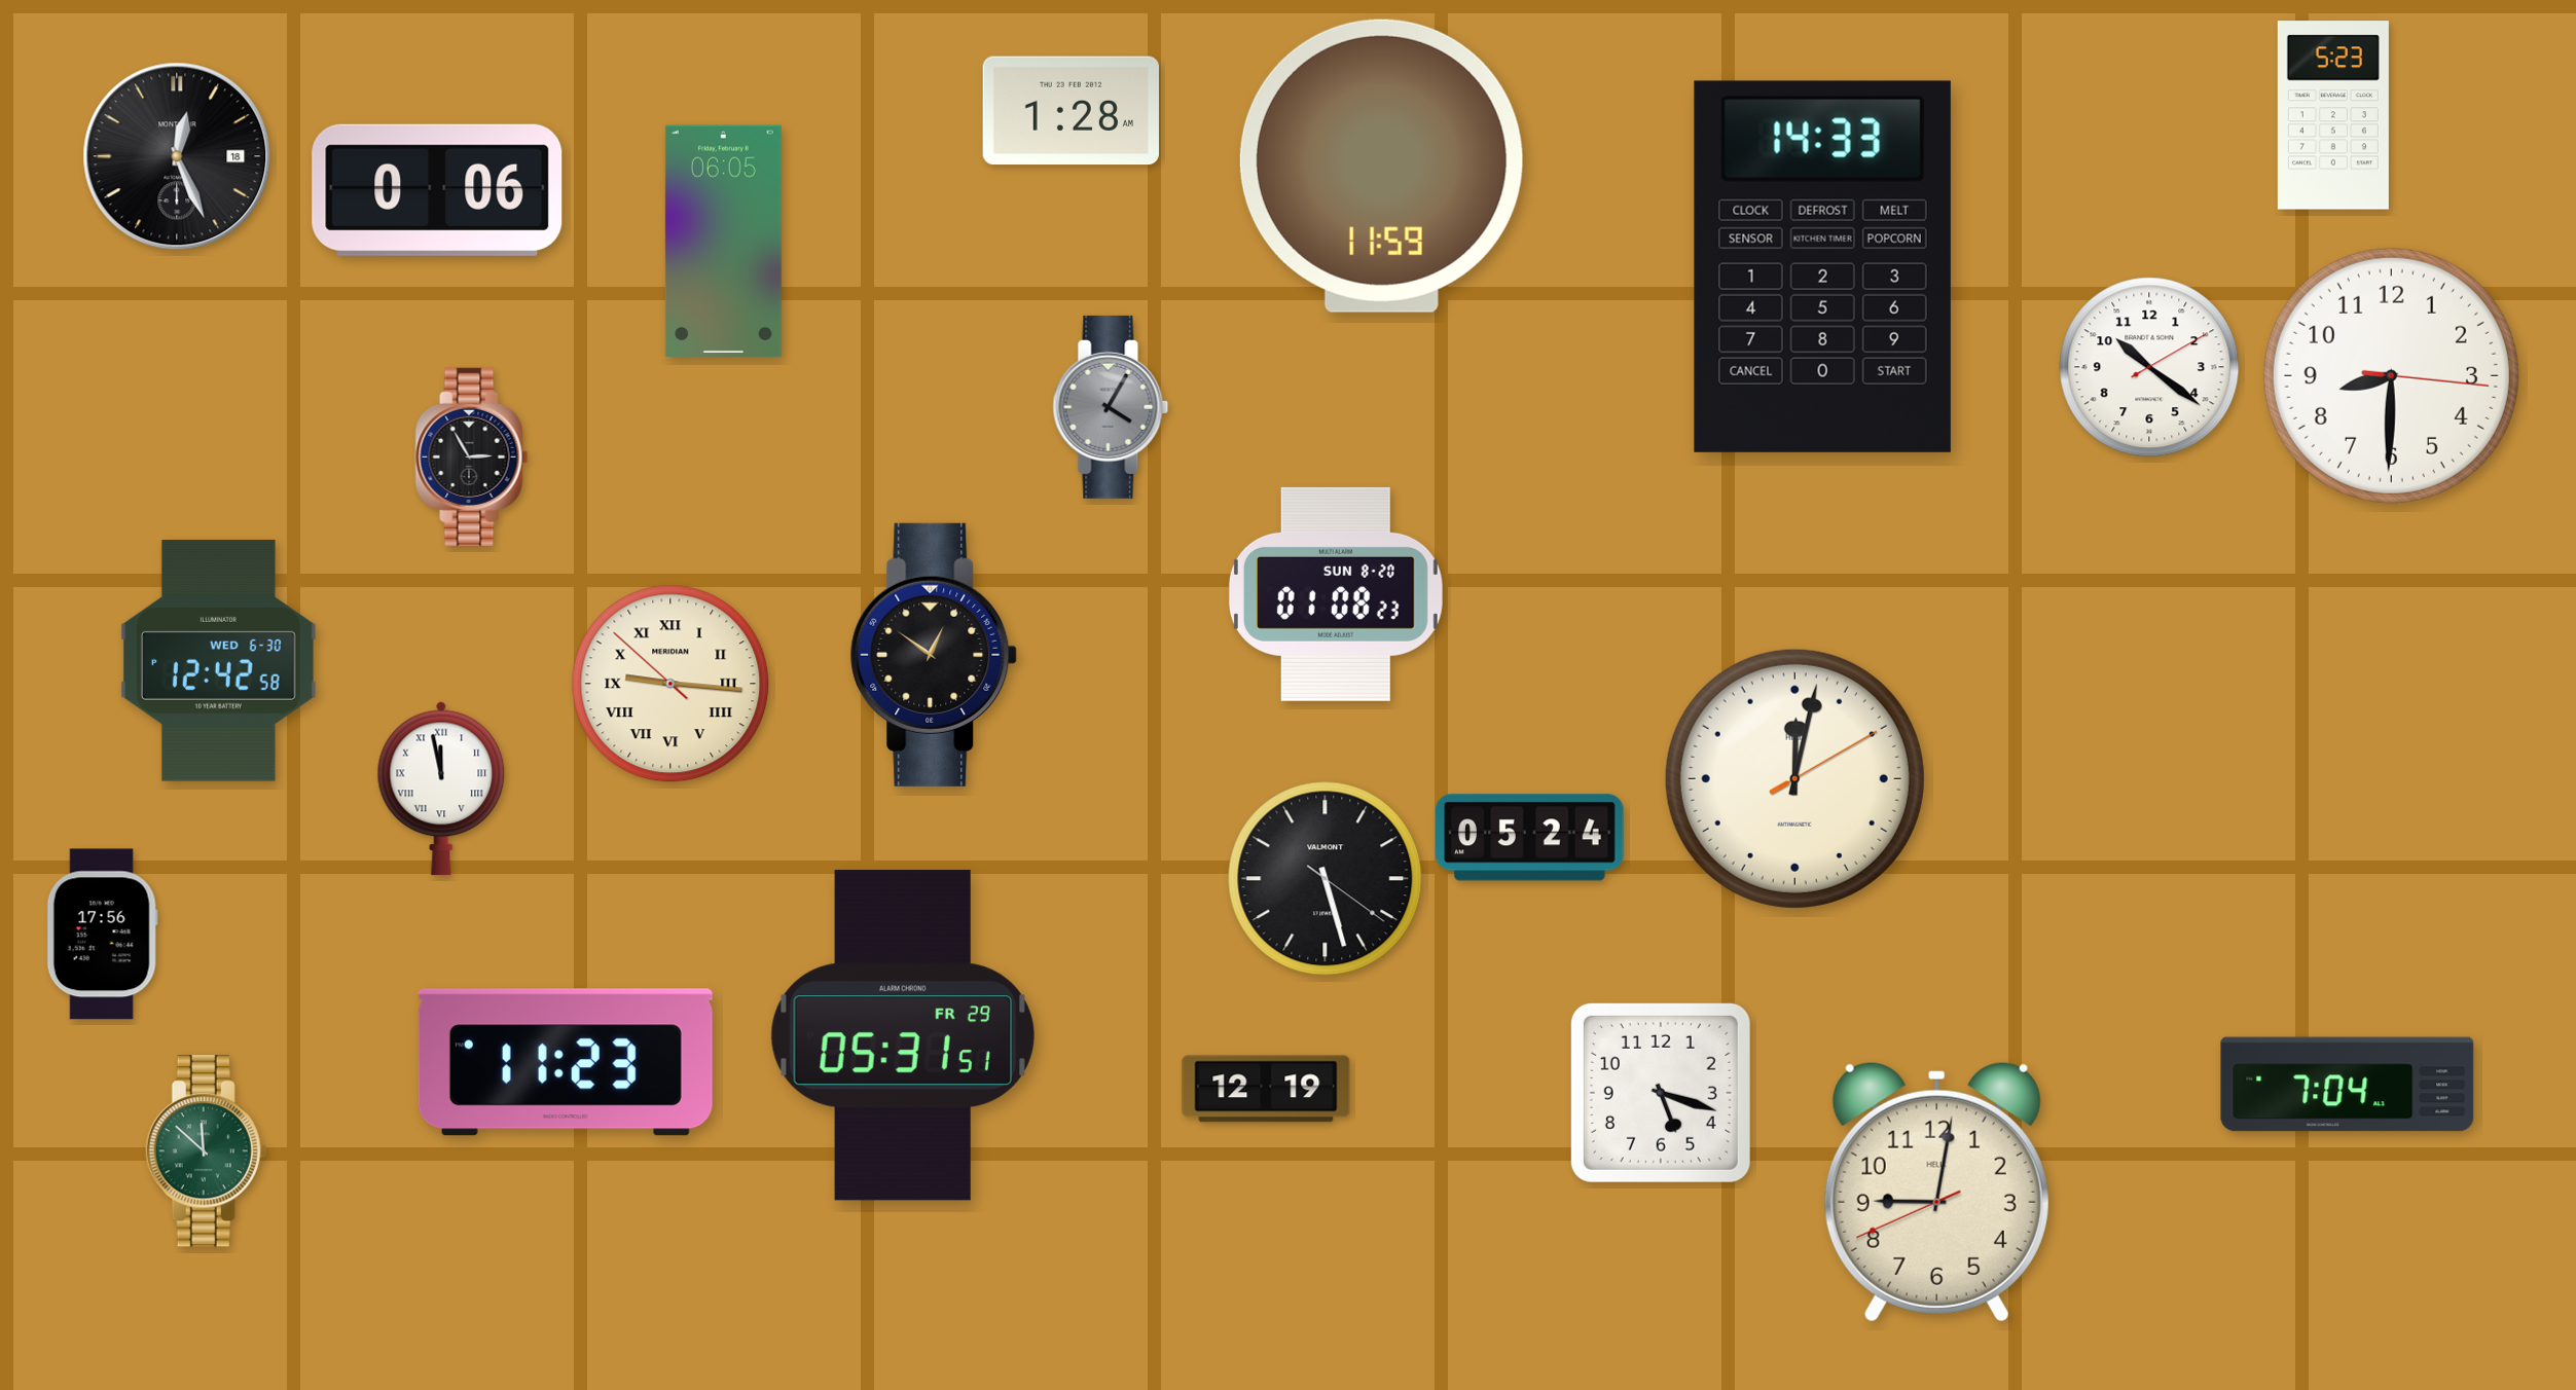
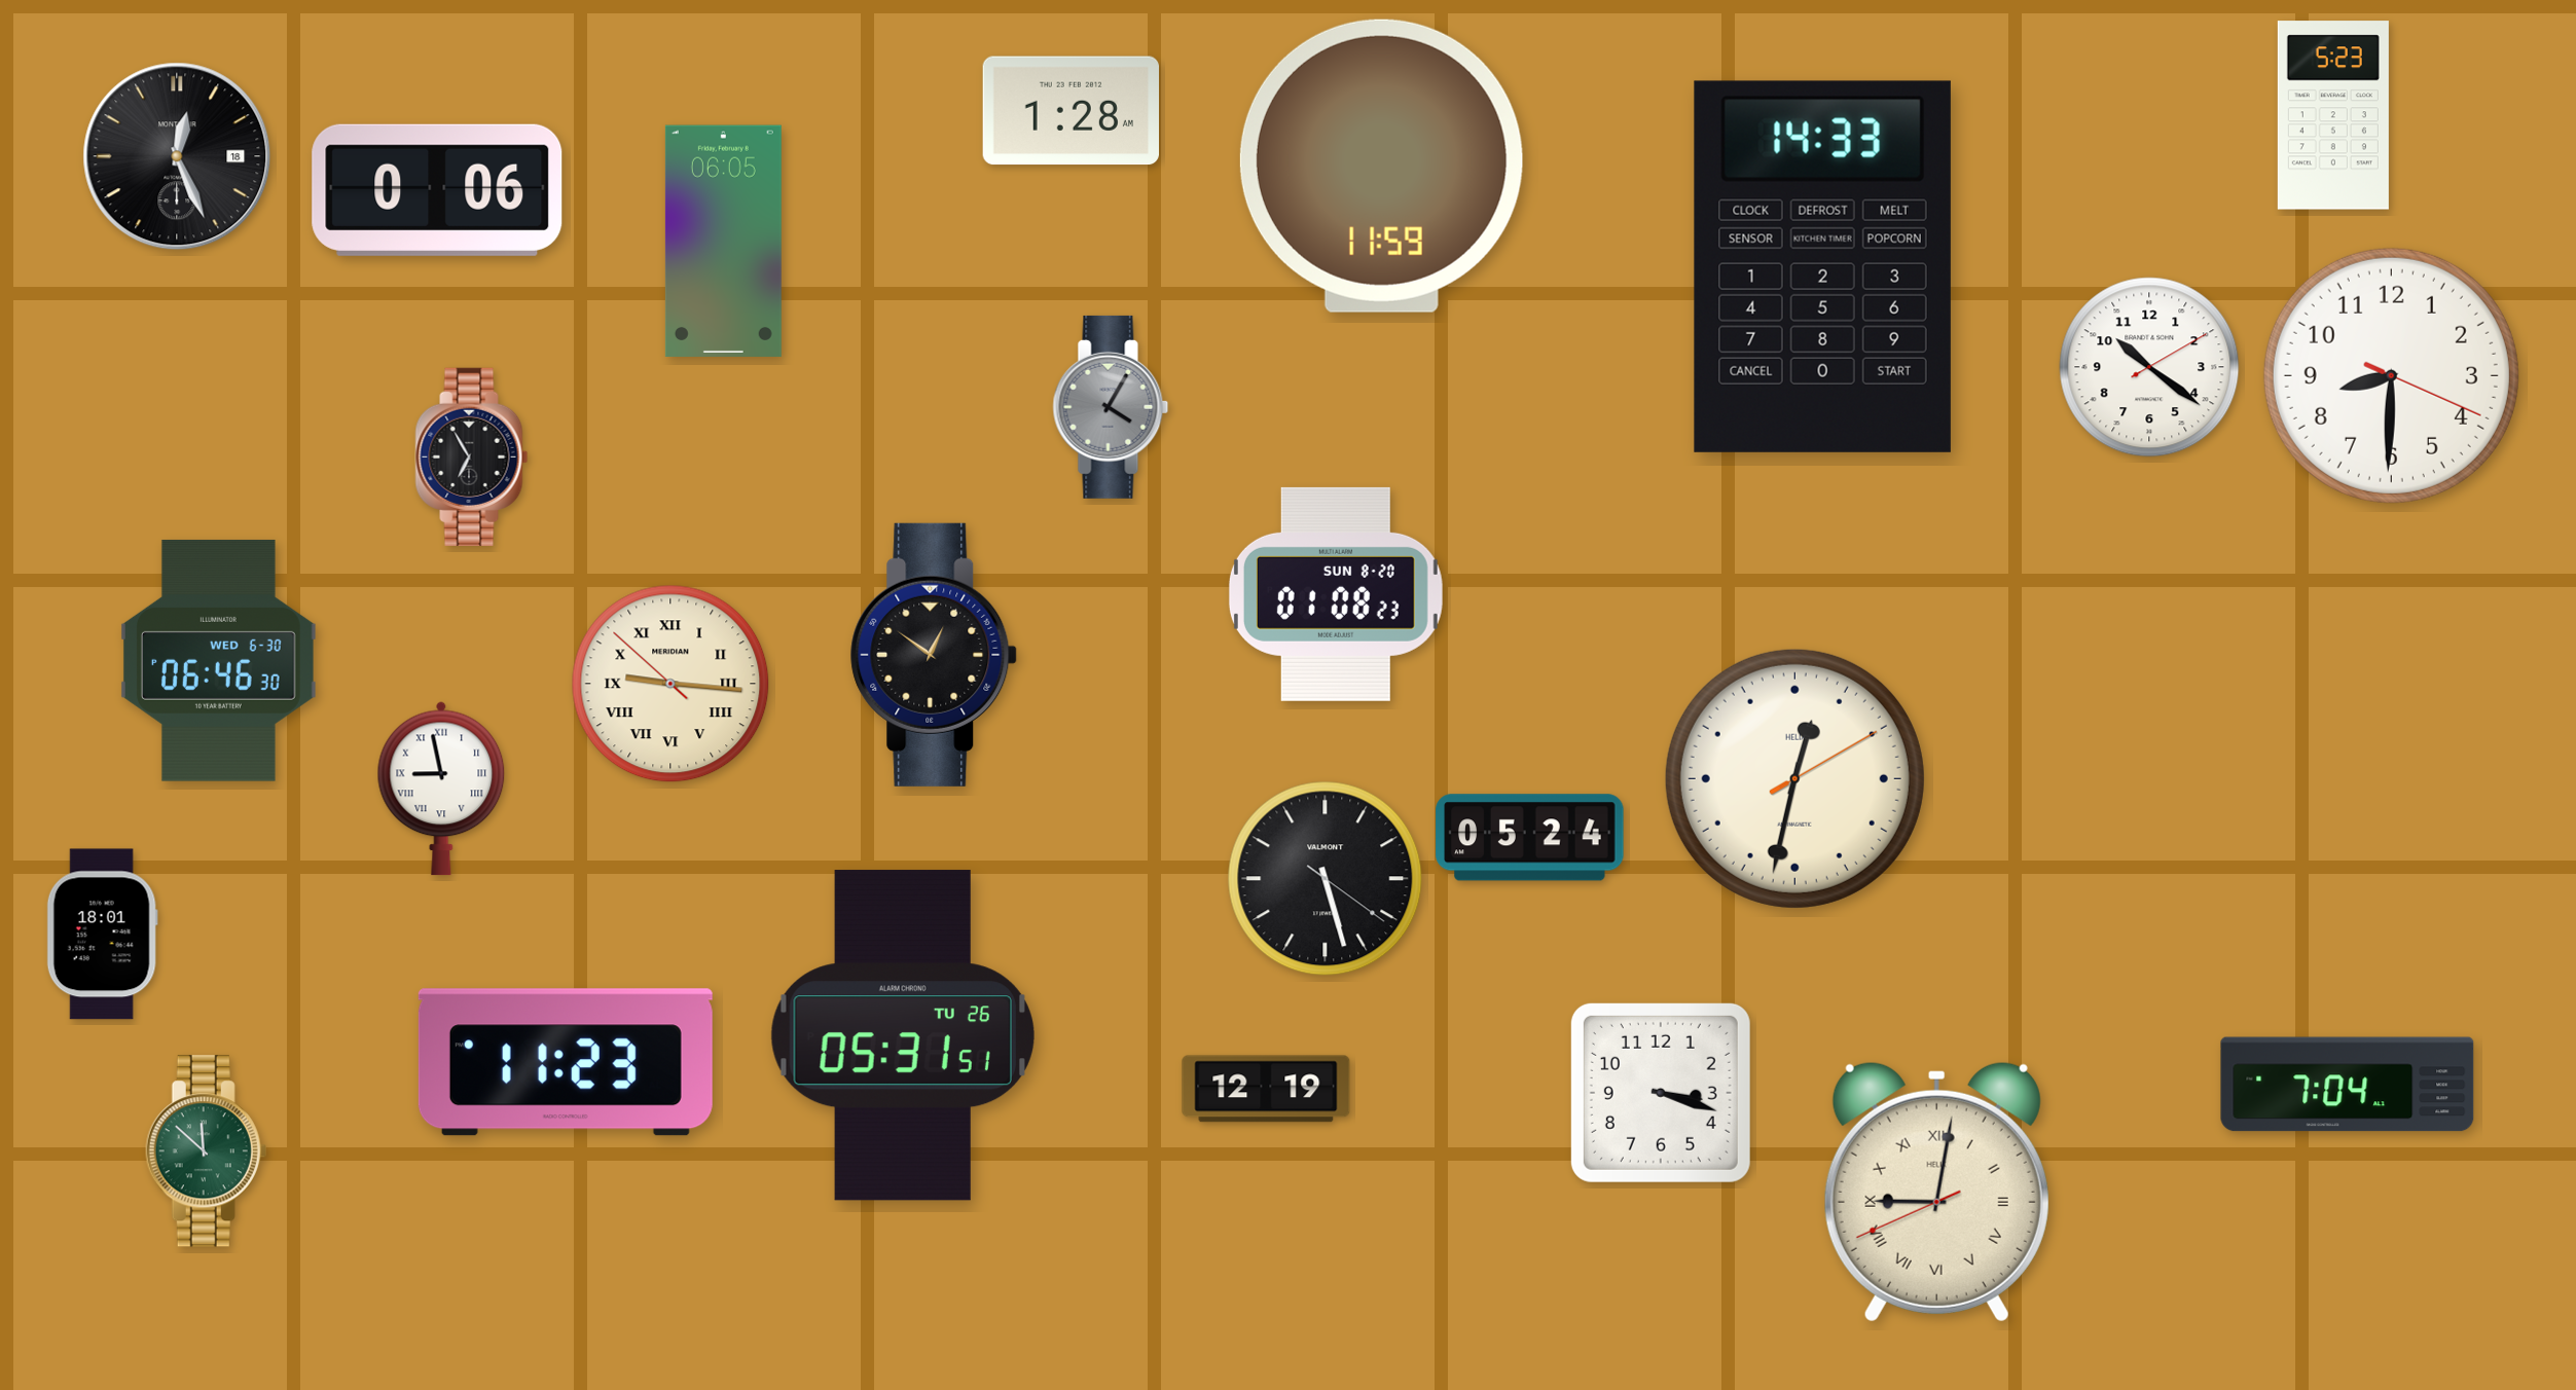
clock at (2391, 375): 8:30:16 -> 8:30:19
clock at (472, 456): 2:55 -> 6:55
clock at (218, 660): 12:42 -> 06:46
clock at (1794, 778): 12:02 -> 12:32
clock at (441, 789): 11:58 -> 8:58
clock at (102, 935): 17:56 -> 18:01
clock at (903, 1035) date: FR 29 -> TU 26
clock at (1661, 1093): 5:18 -> 3:18
clock at (1936, 1192) numerals: Arabic -> Roman
